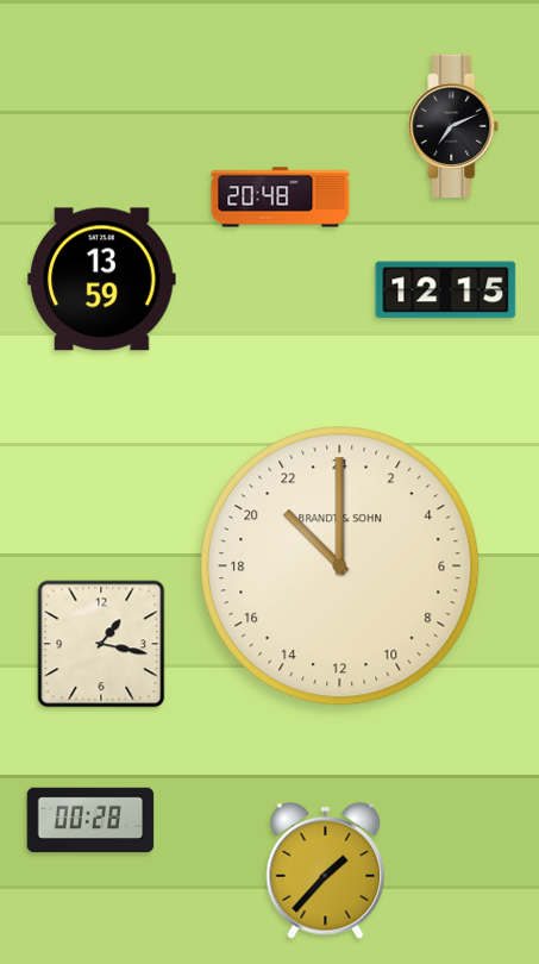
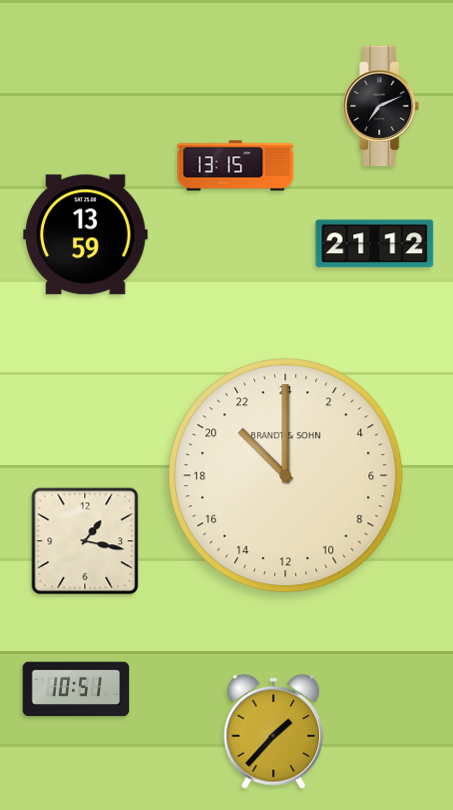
clock at (281, 198): 20:48 -> 13:15
clock at (446, 290): 12:15 -> 21:12
clock at (90, 820): 00:28 -> 10:51
